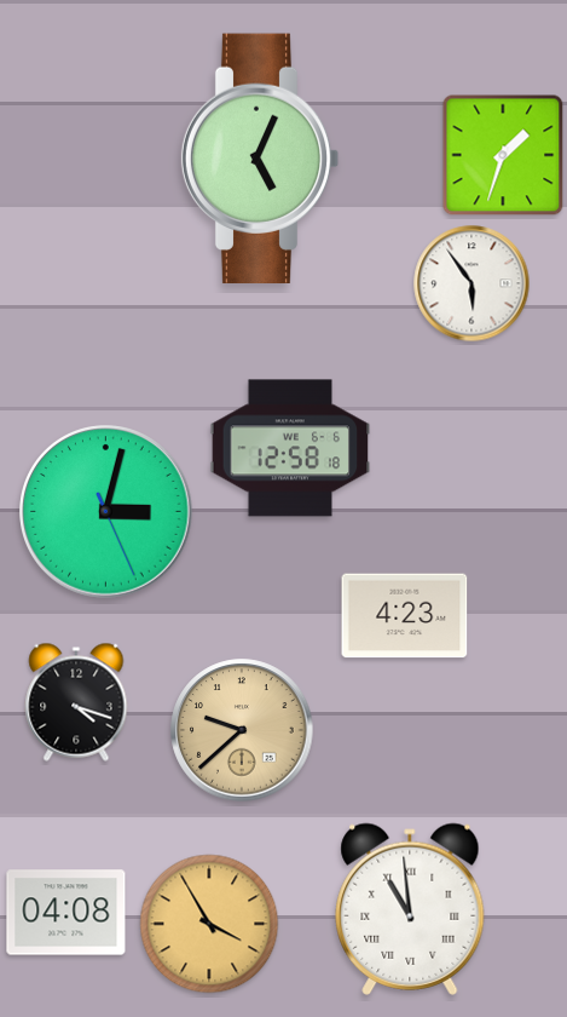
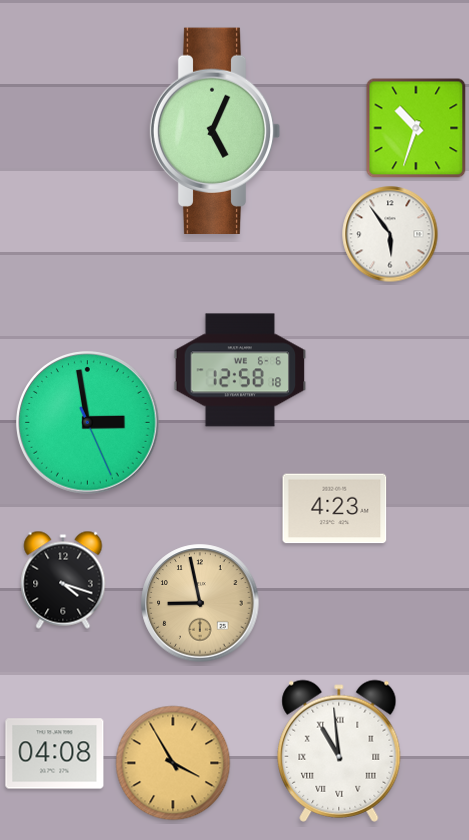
clock at (503, 155): 1:33 -> 10:33
clock at (106, 512): 3:02 -> 2:58
clock at (242, 730): 9:38 -> 8:58
